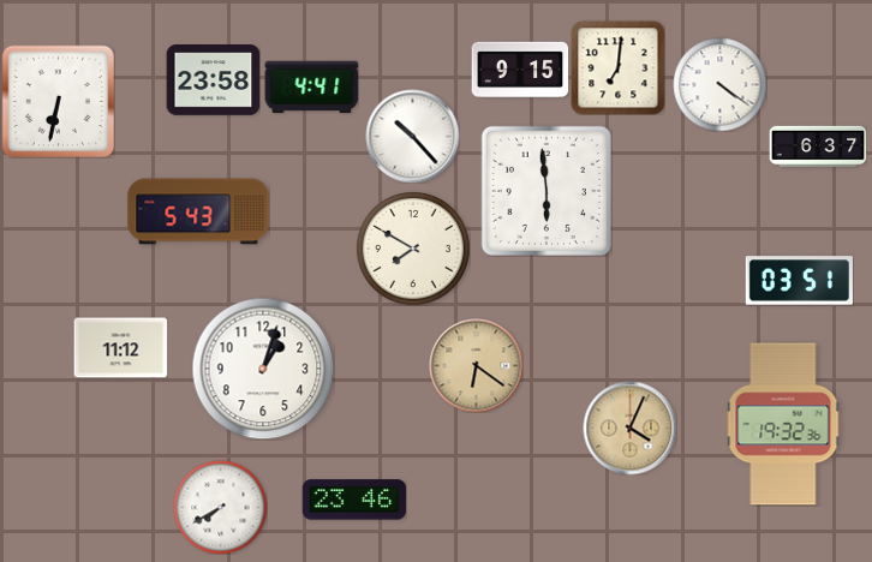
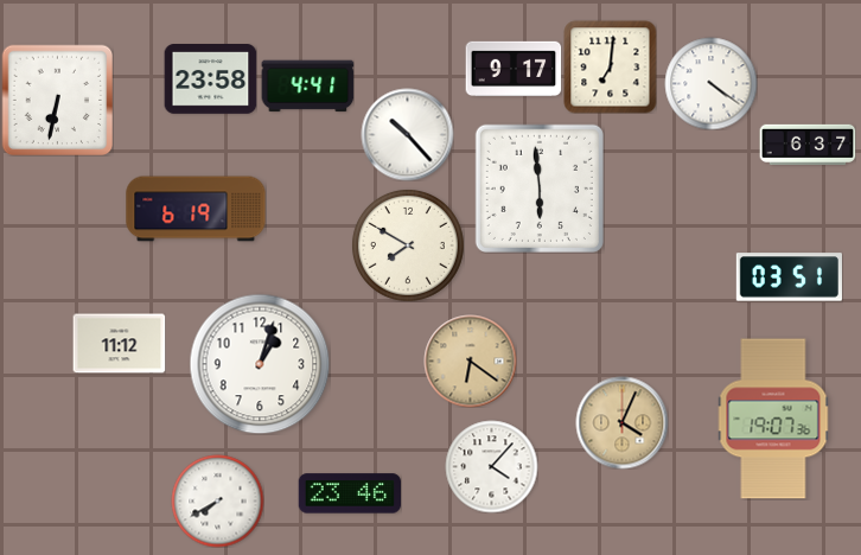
clock at (520, 70): 9:15 -> 9:17
clock at (198, 211): 5:43 -> 6:19
clock at (783, 424): 19:32 -> 19:07
clock at (491, 466): none -> 4:07
